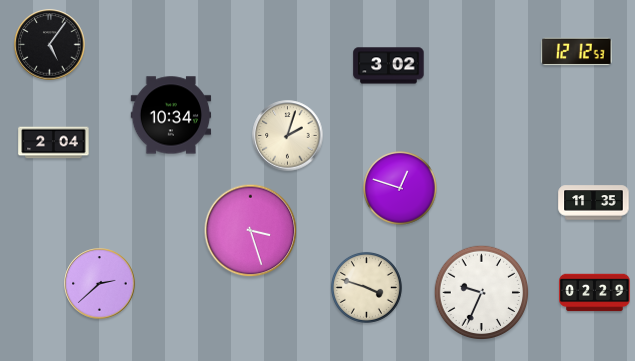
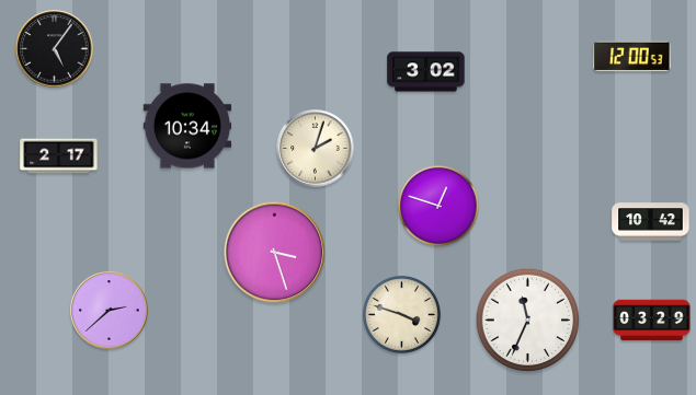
clock at (577, 52): 12:12 -> 12:00
clock at (54, 143): 2:04 -> 2:17
clock at (594, 203): 11:35 -> 10:42
clock at (482, 293): 9:34 -> 11:34
clock at (595, 293): 02:29 -> 03:29
